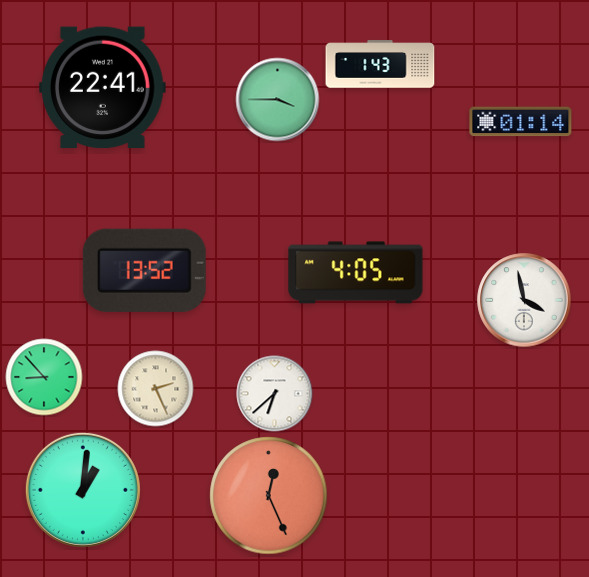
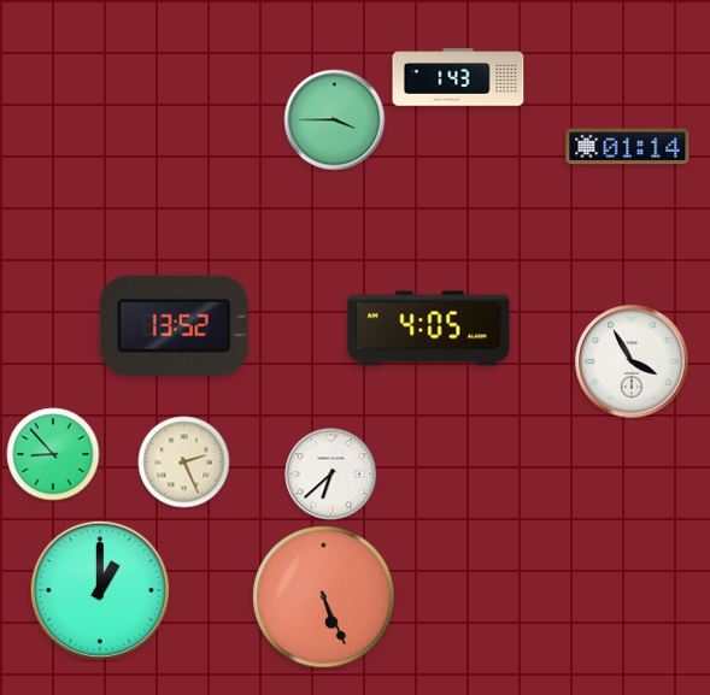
clock at (103, 88): 22:41 -> none
clock at (524, 300): 3:58 -> 3:55
clock at (156, 389) position: (156, 389) -> (184, 463)
clock at (83, 490): 1:01 -> 1:00
clock at (269, 496): 12:26 -> 5:26
